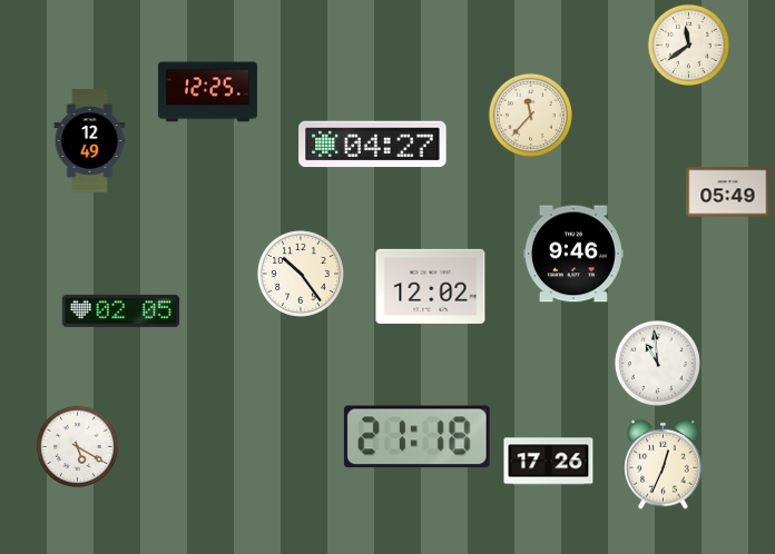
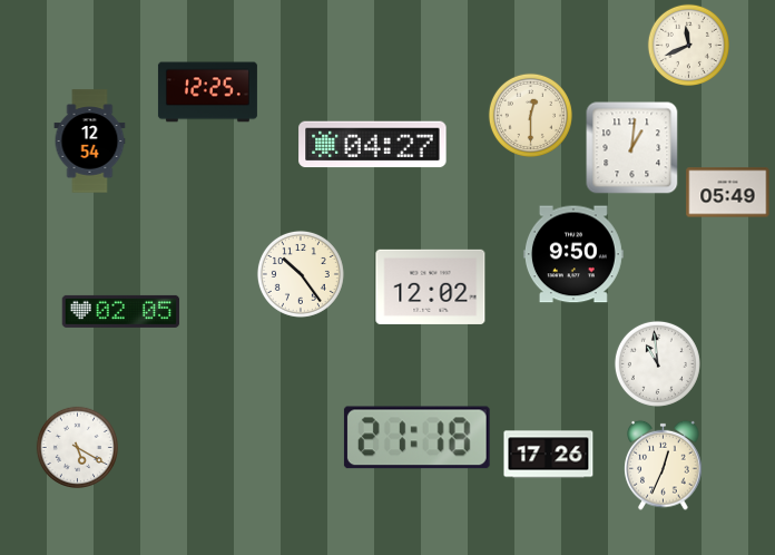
clock at (688, 44): 11:39 -> 11:41
clock at (530, 115): 11:37 -> 12:30
clock at (90, 141): 12:49 -> 12:54
clock at (632, 148): none -> 1:01
clock at (573, 254): 9:46 -> 9:50
clock at (549, 462) position: (549, 462) -> (549, 455)
